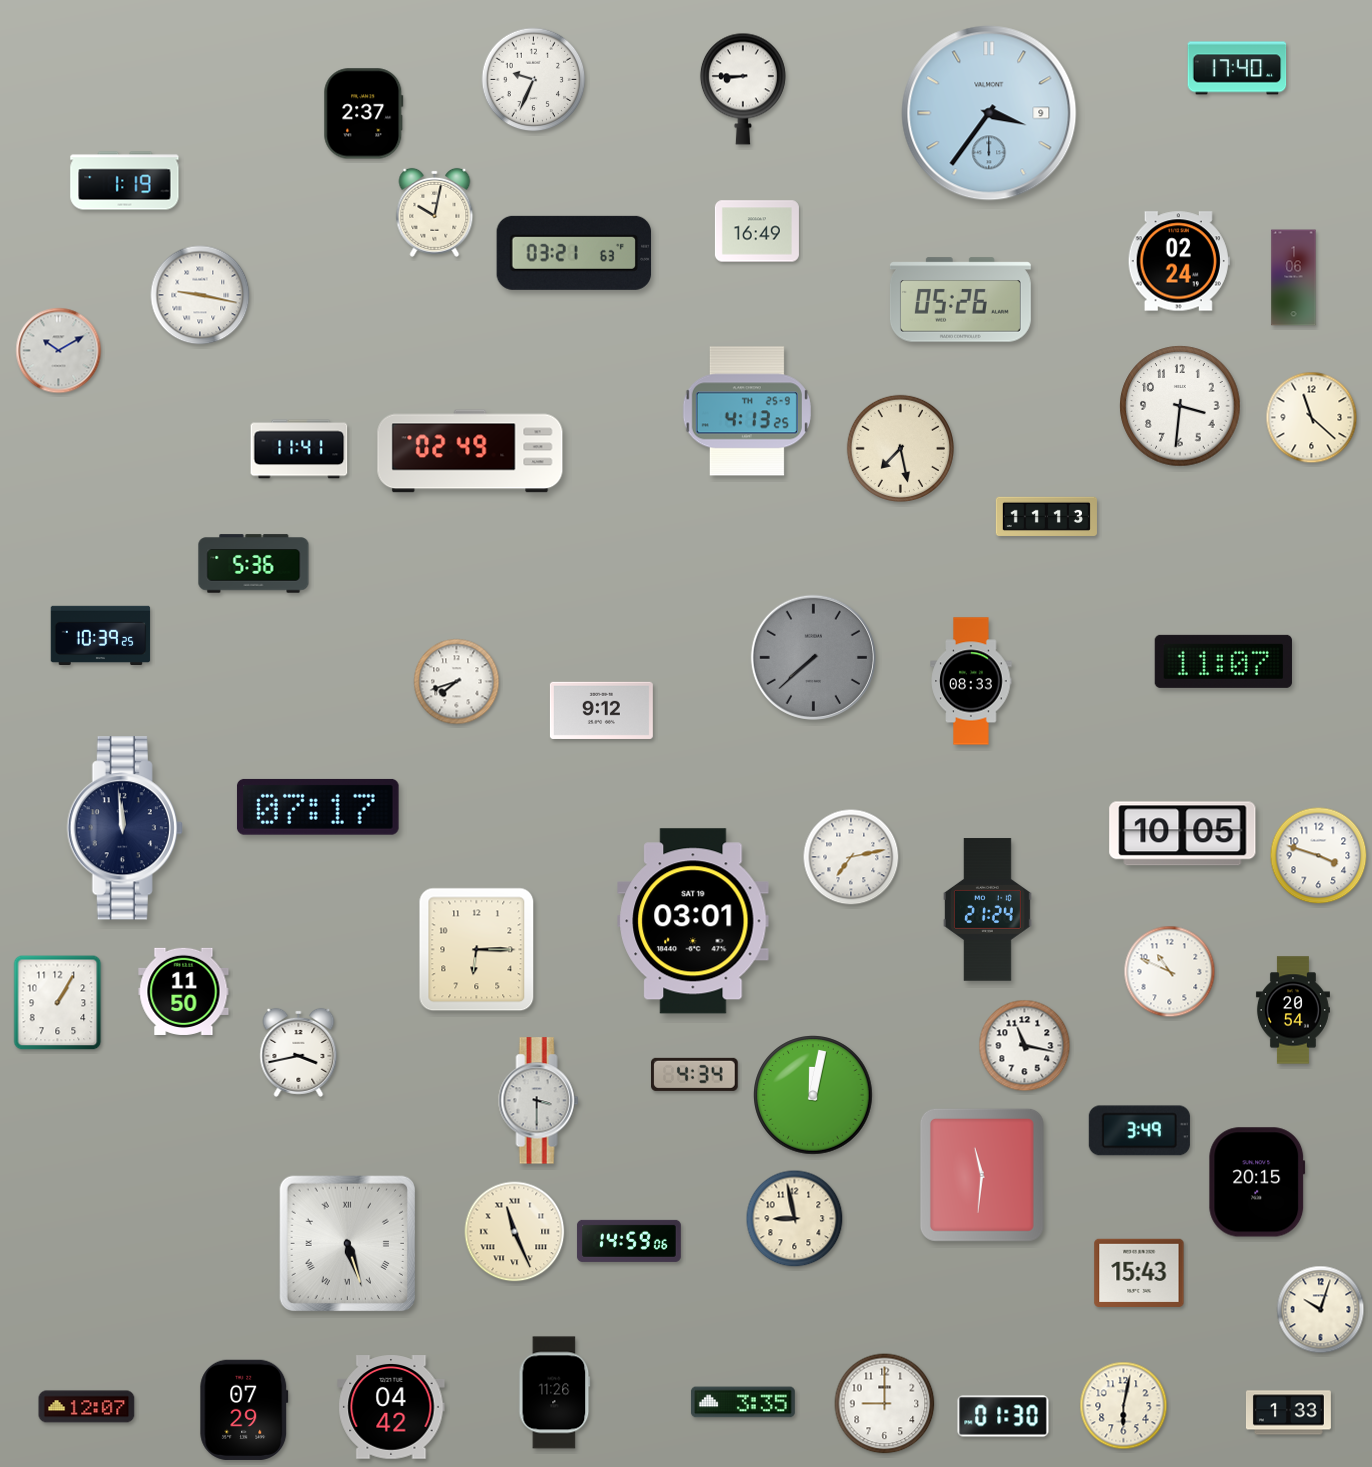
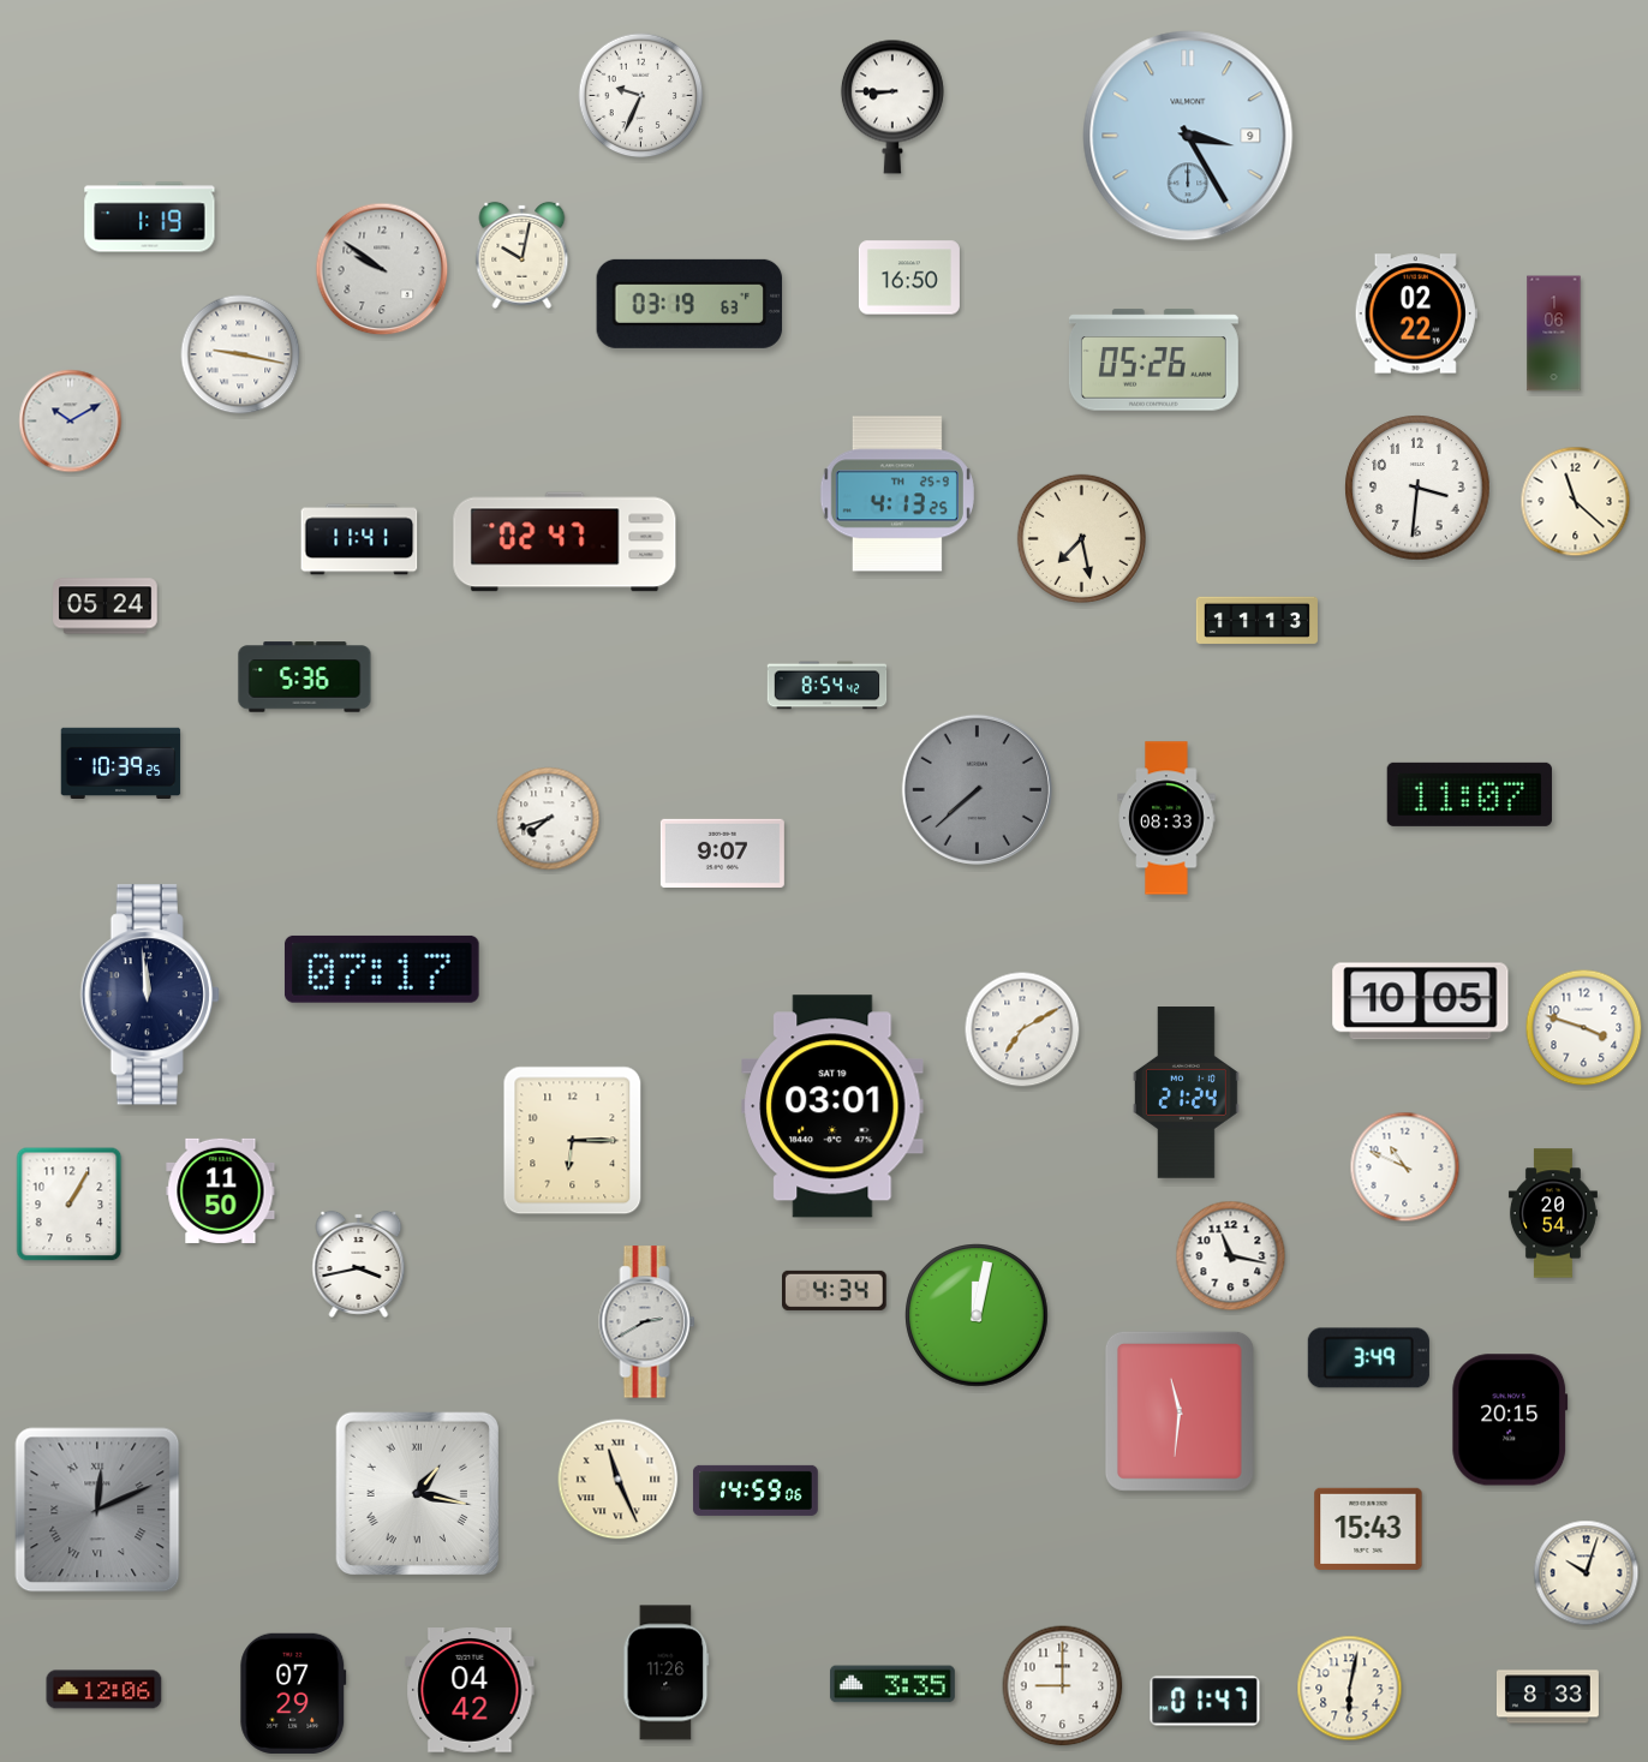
clock at (1237, 68): 17:40 -> none
clock at (989, 113): 3:36 -> 3:25
clock at (364, 114): 2:37 -> none
clock at (382, 269): none -> 9:51
clock at (757, 231): 16:49 -> 16:50
clock at (574, 253): 03:21 -> 03:19
clock at (1179, 261): 02:24 -> 02:22
clock at (470, 451): 02:49 -> 02:47
clock at (106, 607): none -> 05:24
clock at (828, 686): none -> 8:54
clock at (601, 710): 9:12 -> 9:07
clock at (851, 857): 7:13 -> 7:10
clock at (539, 1101): 3:30 -> 2:40
clock at (795, 1219): 8:58 -> none
clock at (347, 1243): 5:27 -> 1:17
clock at (97, 1510): none -> 12:11
clock at (87, 1407): 12:07 -> 12:06
clock at (1288, 1413): 1:33 -> 8:33
clock at (1003, 1416): 01:30 -> 01:47
